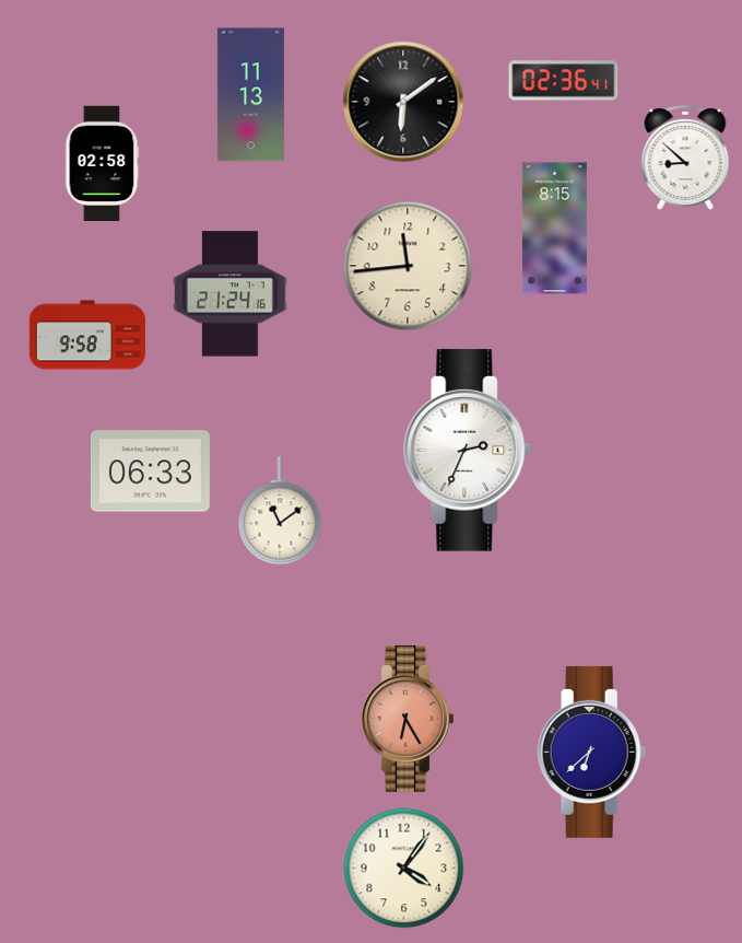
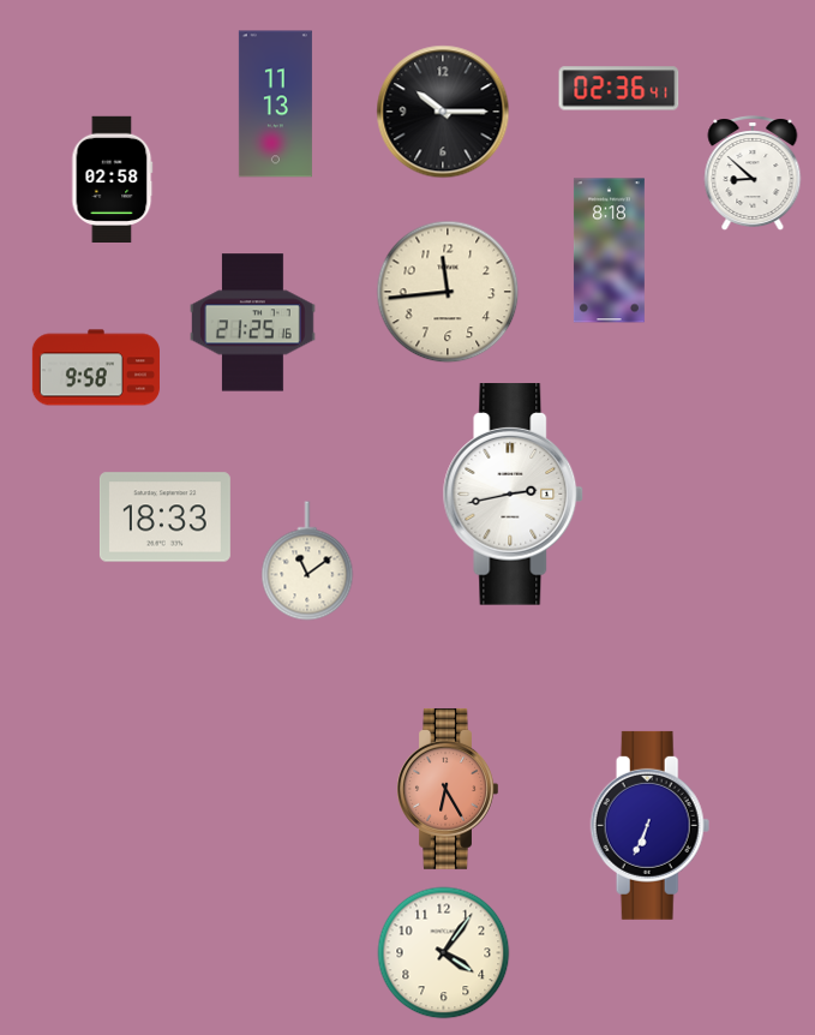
clock at (403, 102): 6:09 -> 10:15
clock at (554, 229): 8:15 -> 8:18
clock at (231, 294): 21:24 -> 21:25
clock at (468, 451): 2:34 -> 2:43
clock at (150, 471): 06:33 -> 18:33
clock at (592, 752): 6:38 -> 6:34
